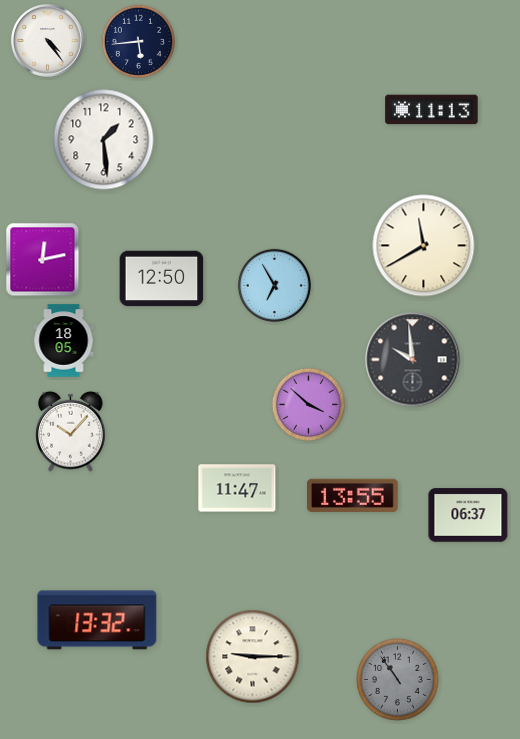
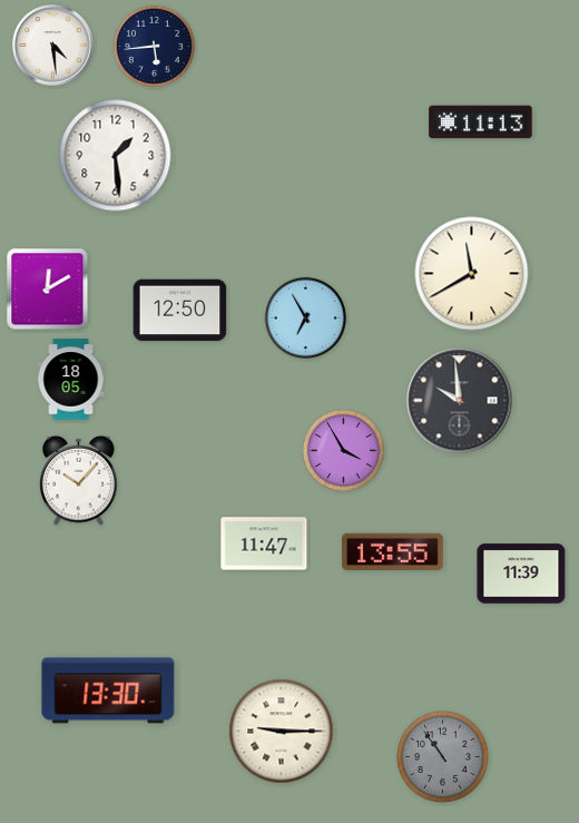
clock at (48, 41): 4:24 -> 4:29
clock at (43, 260): 12:13 -> 12:10
clock at (308, 404): 3:52 -> 3:55
clock at (468, 515): 06:37 -> 11:39
clock at (97, 620): 13:32 -> 13:30
